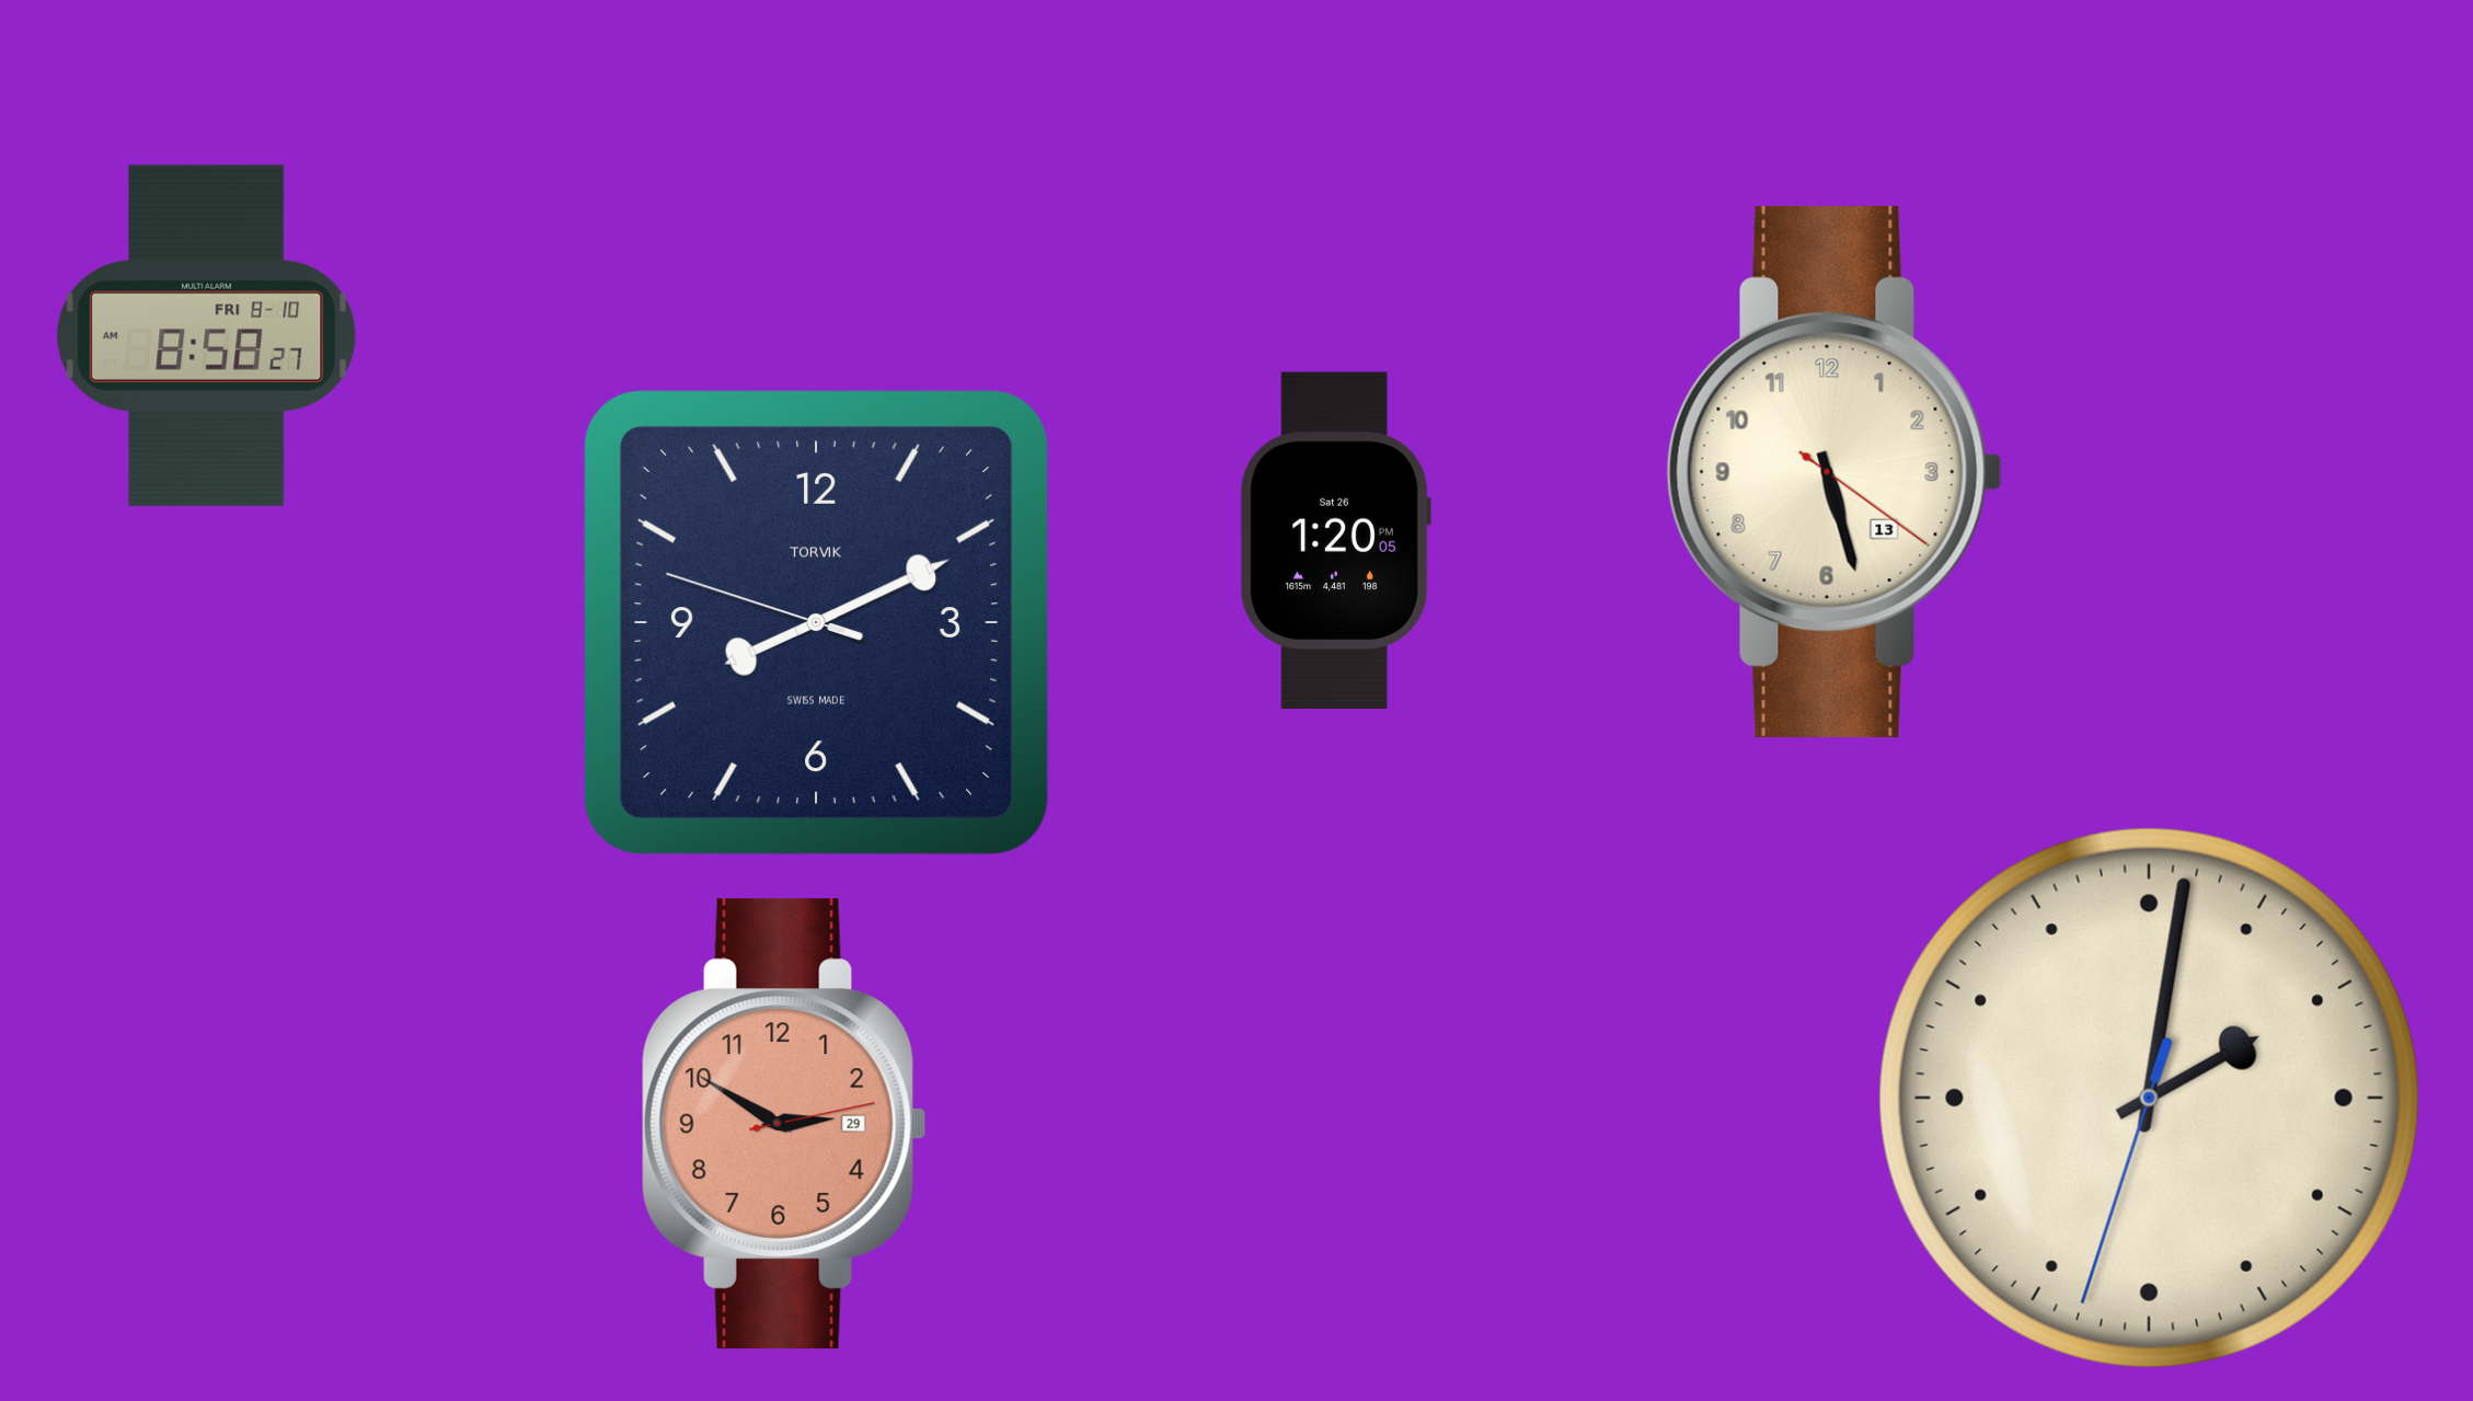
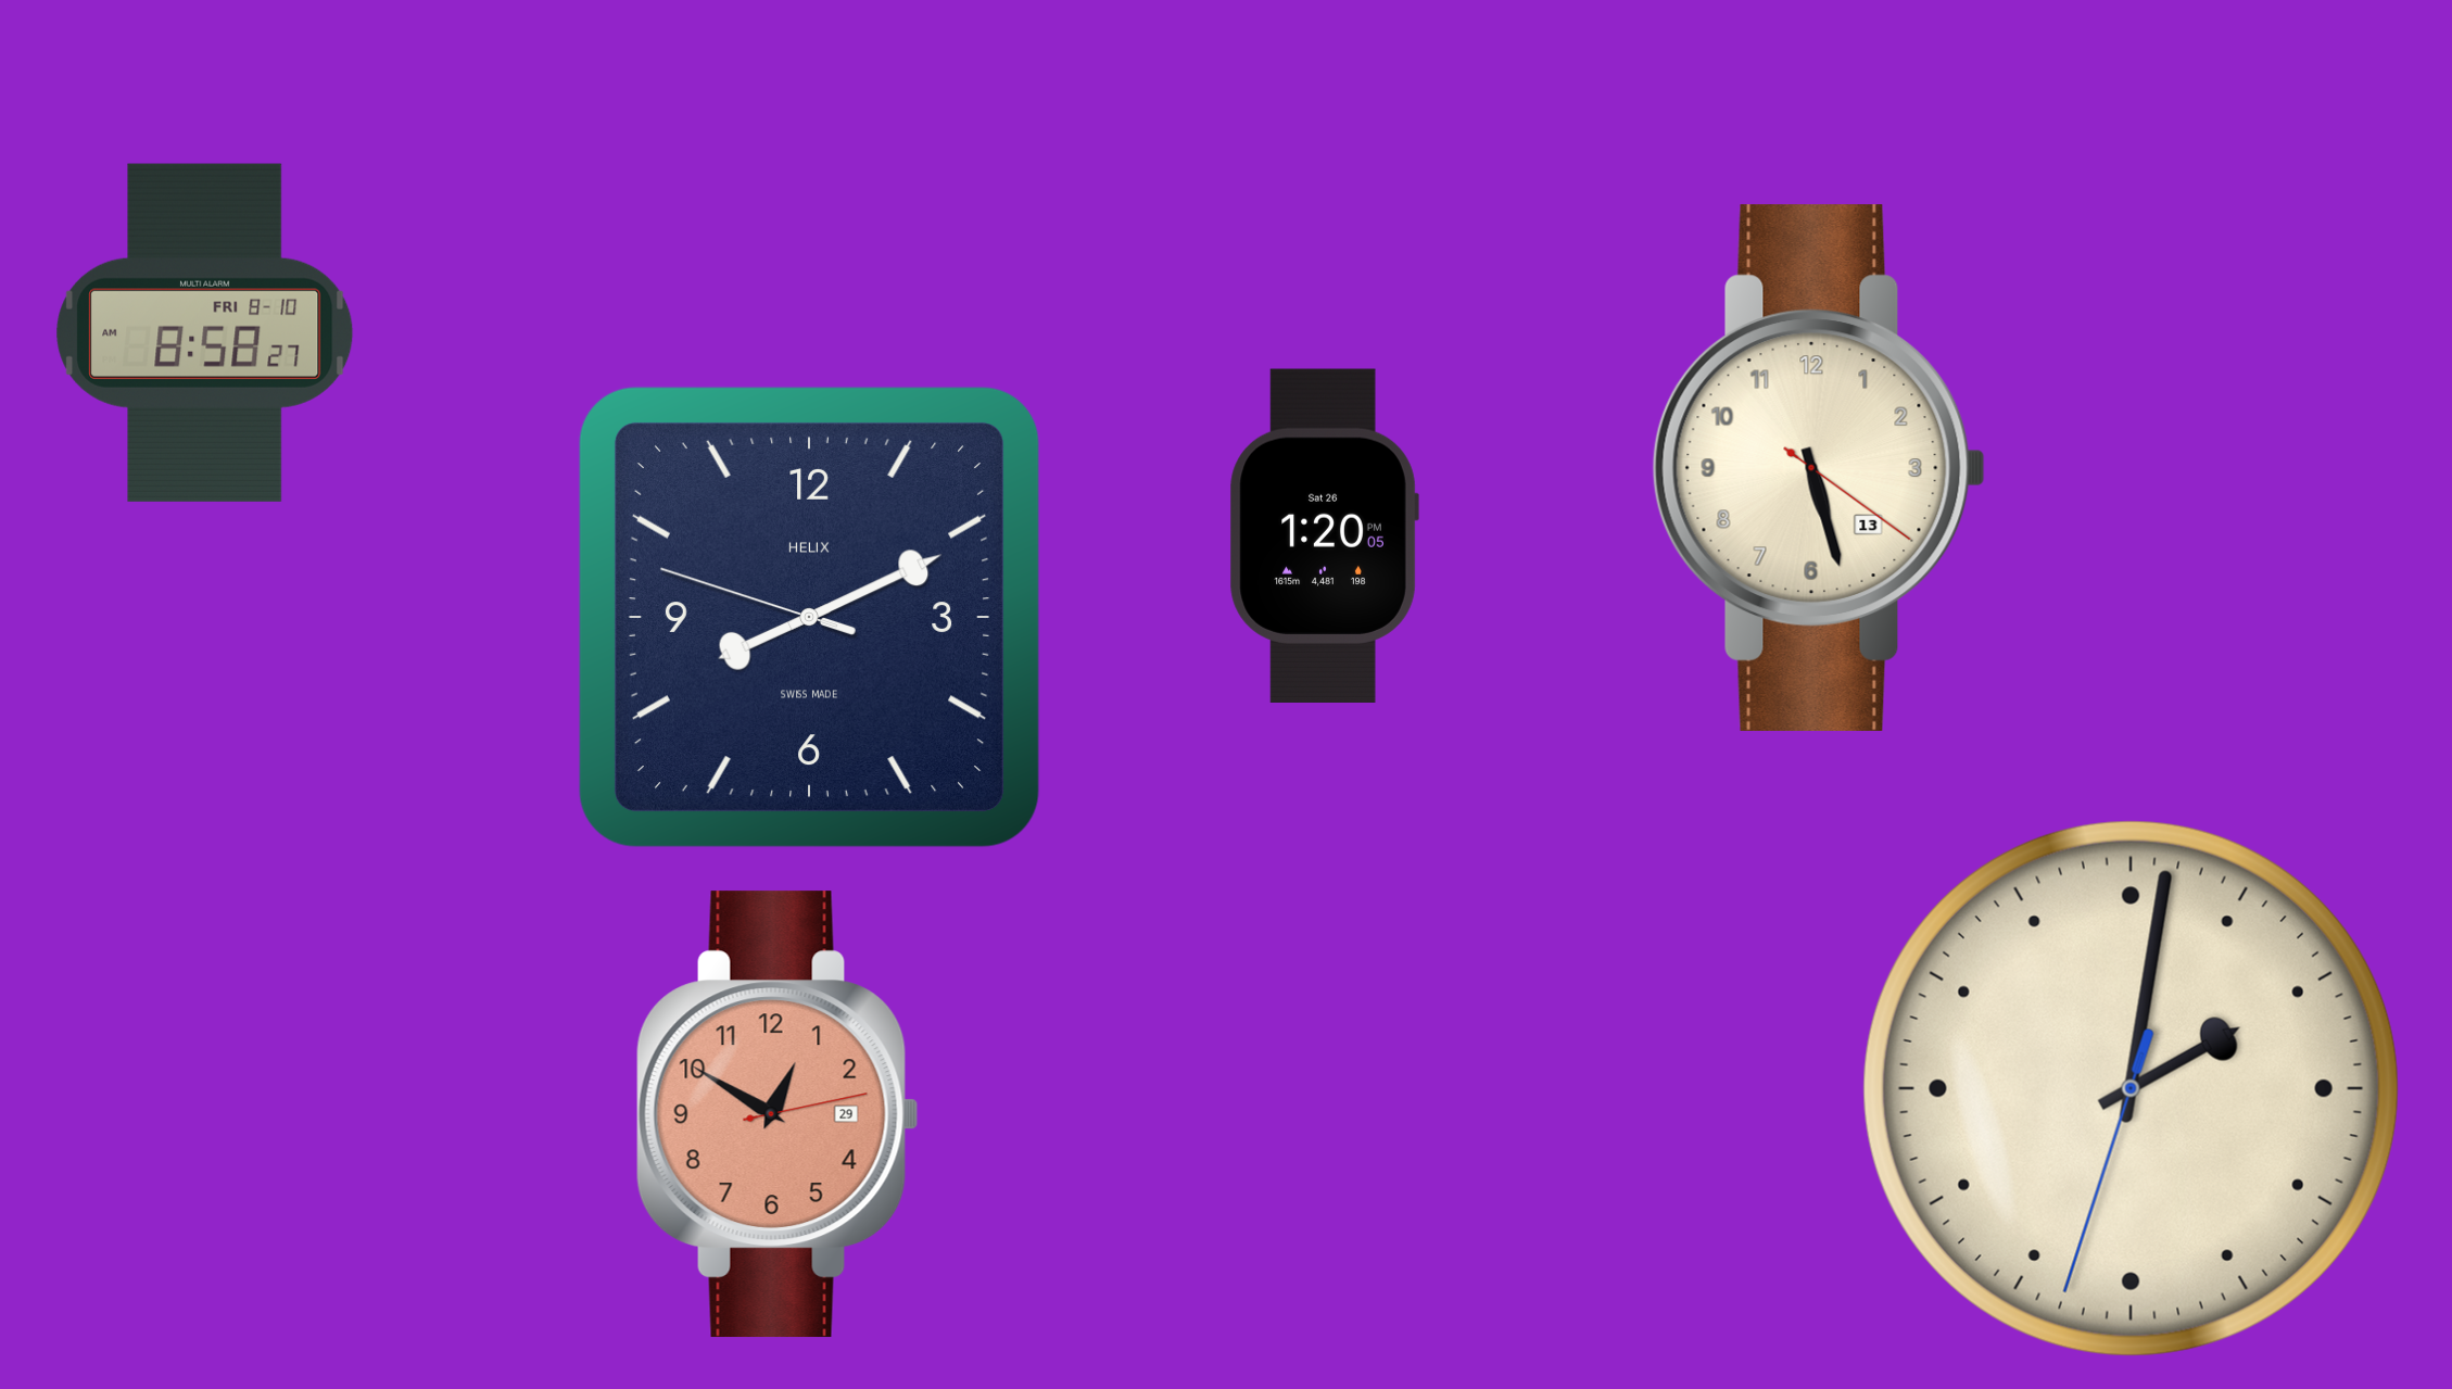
clock at (816, 622) brand: TORVIK -> HELIX
clock at (784, 1124): 2:50 -> 12:50
